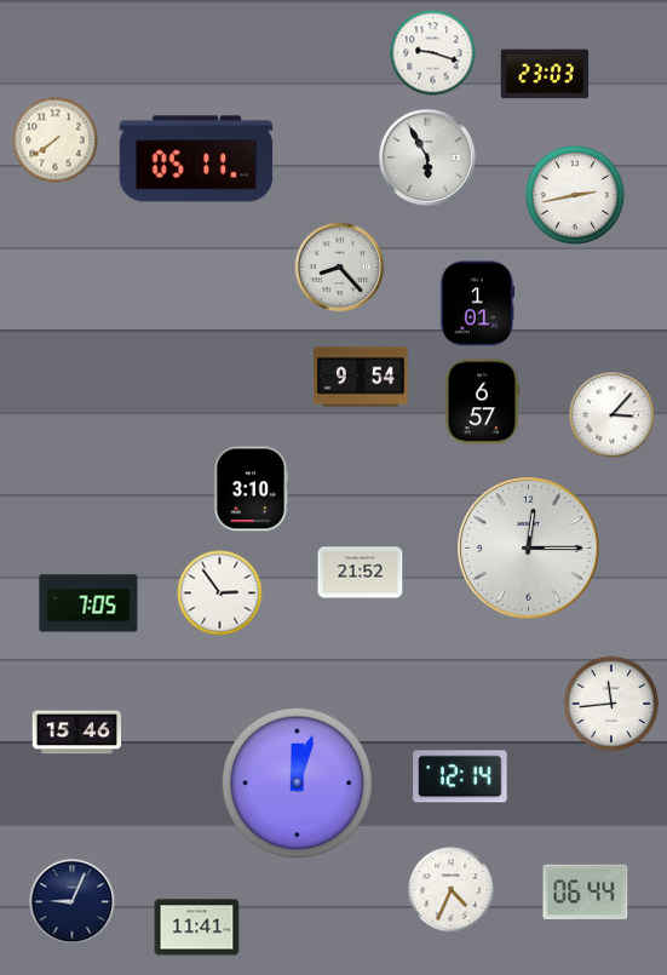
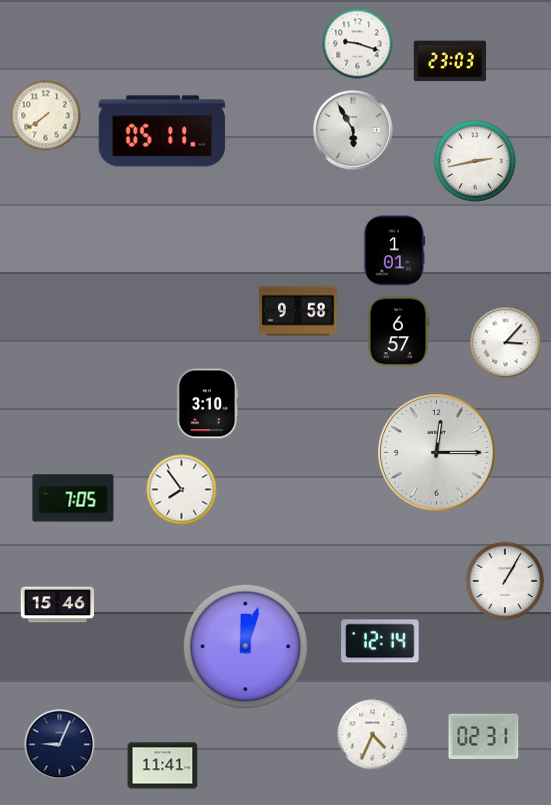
clock at (340, 268): 8:23 -> none
clock at (361, 377): 9:54 -> 9:58
clock at (361, 573): 21:52 -> none
clock at (220, 593): 2:54 -> 7:54
clock at (611, 704): 11:44 -> 1:05
clock at (77, 733) position: (77, 733) -> (58, 605)
clock at (586, 891): 06:44 -> 02:31
